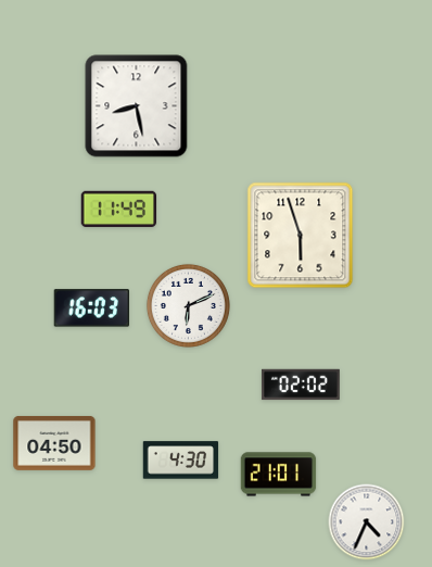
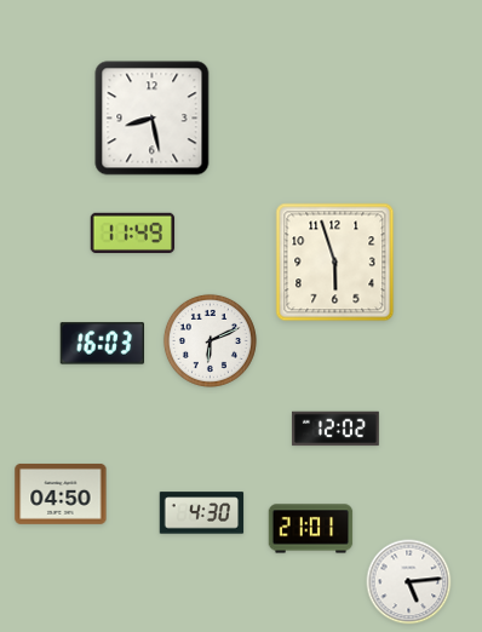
clock at (301, 385): 02:02 -> 12:02
clock at (367, 522): 4:34 -> 5:14
